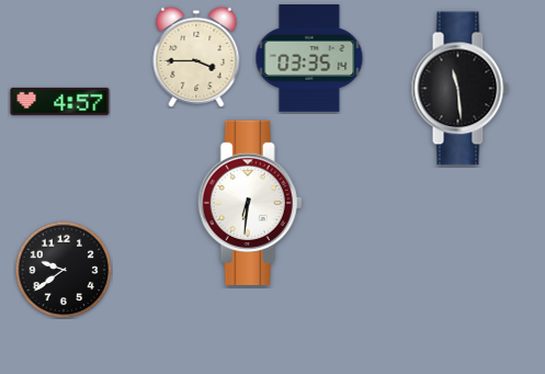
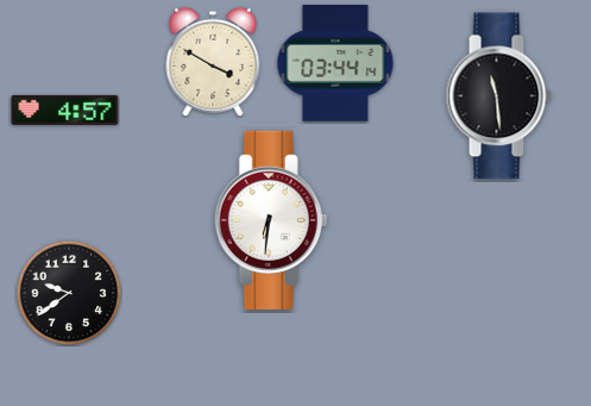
clock at (196, 57): 3:45 -> 3:50
clock at (309, 59): 03:35 -> 03:44
